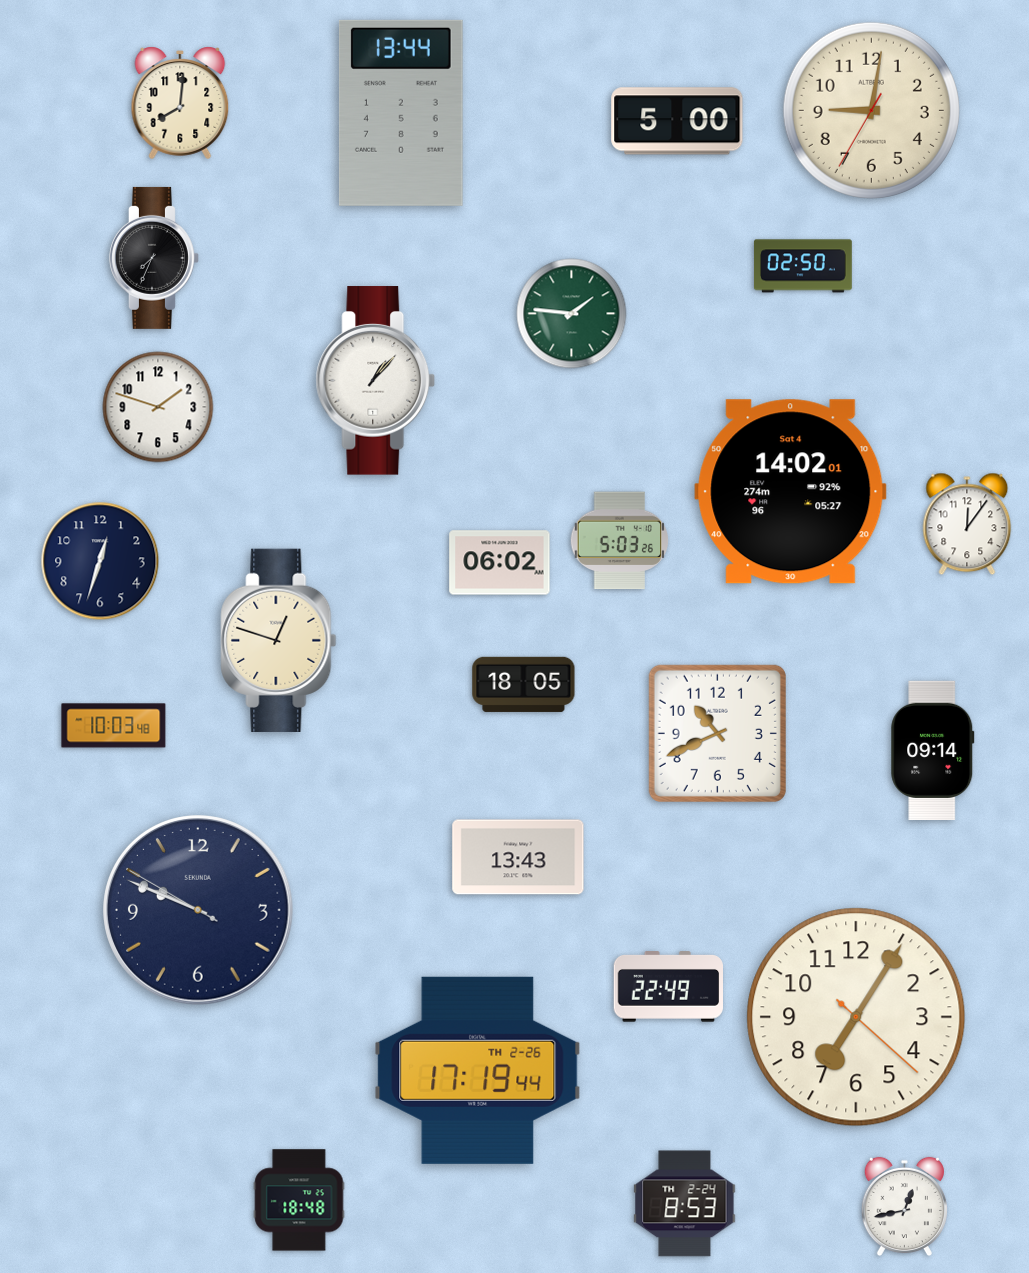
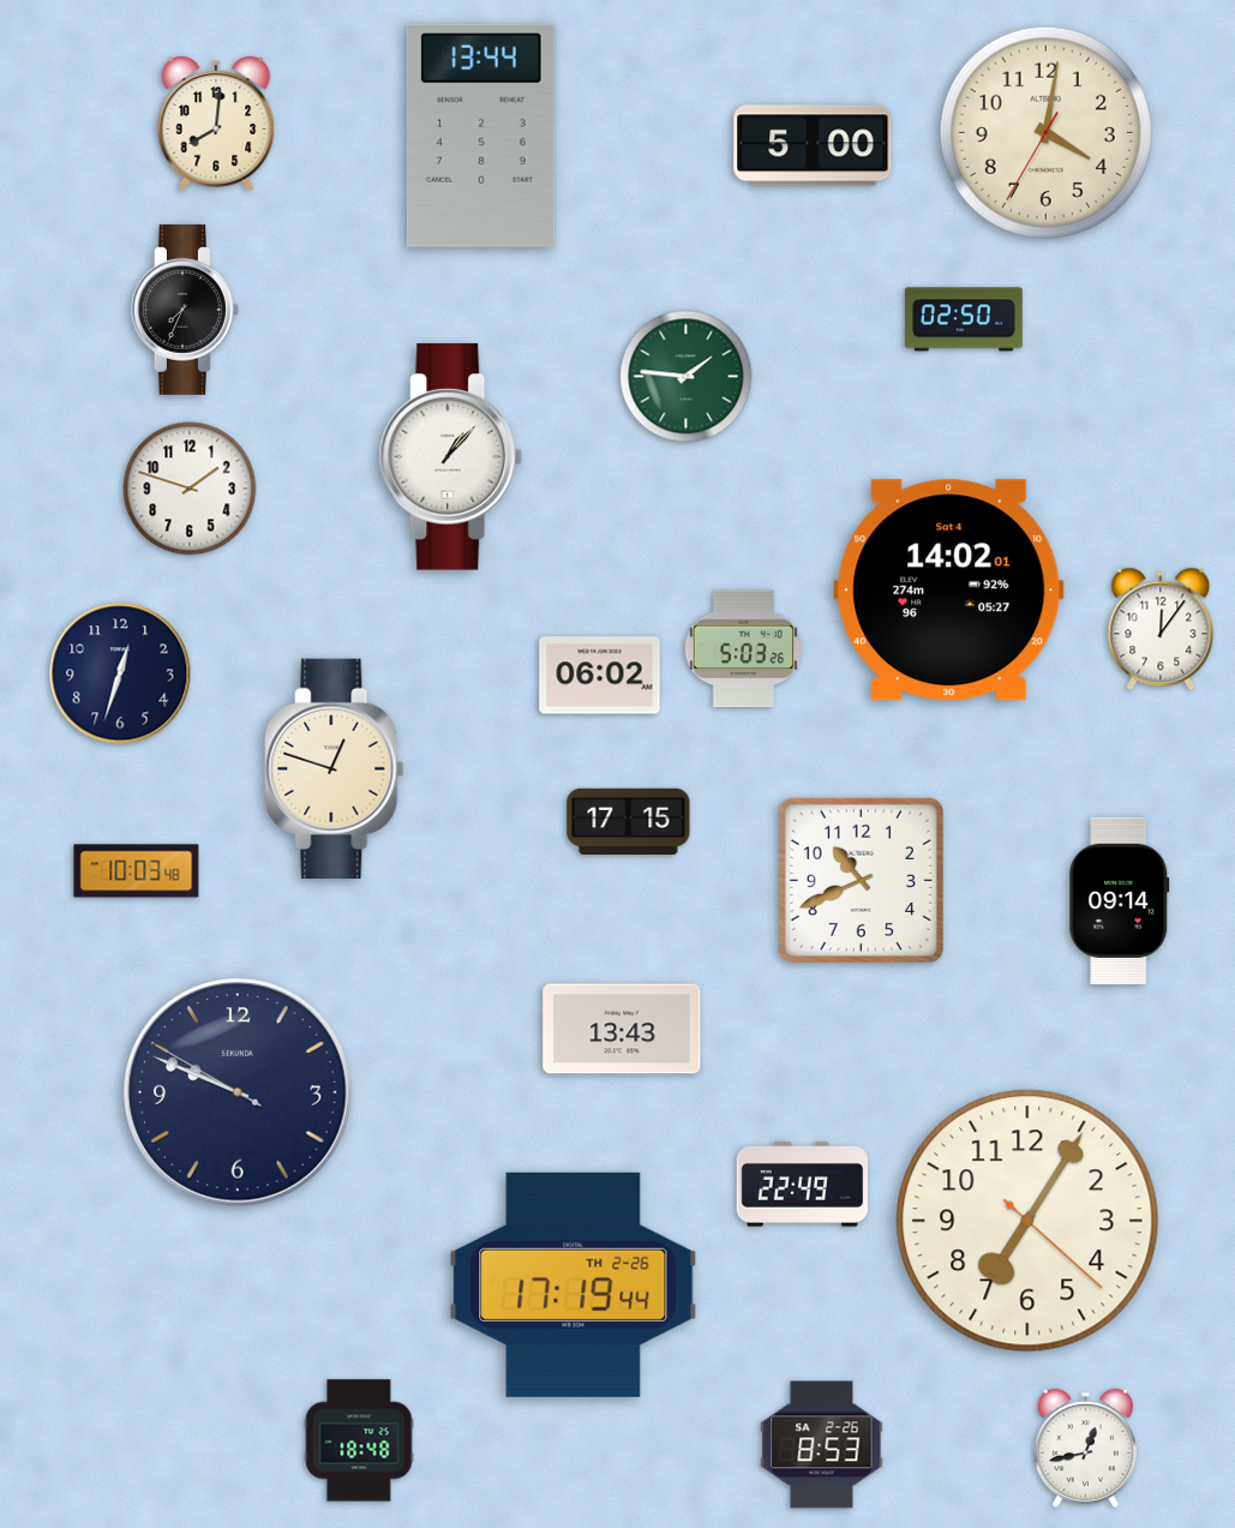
clock at (871, 110): 9:01 -> 4:01
clock at (524, 684): 18:05 -> 17:15
clock at (685, 1204) date: TH 2-24 -> SA 2-26
